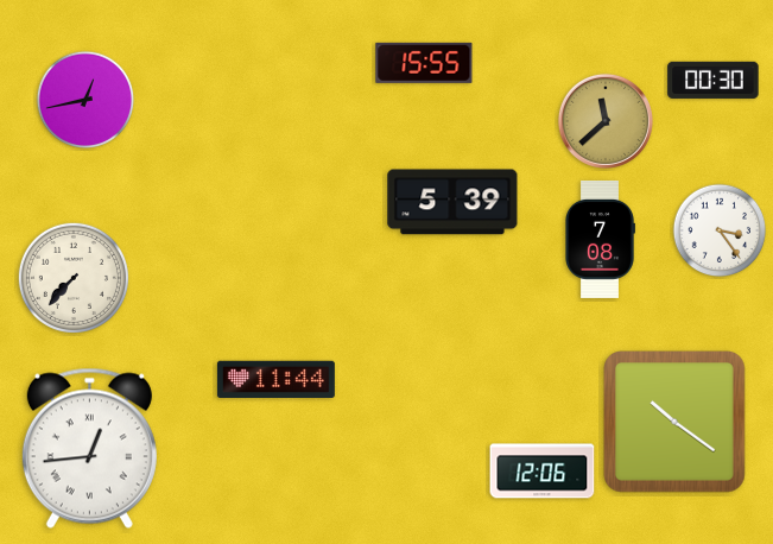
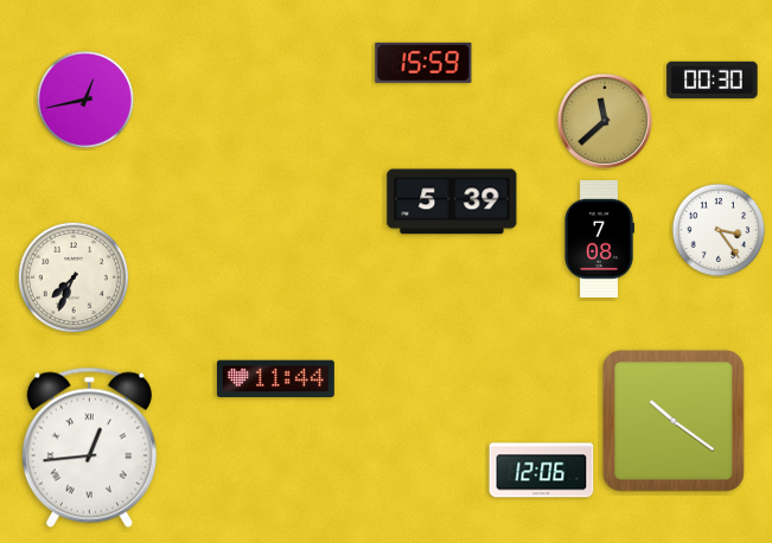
clock at (424, 63): 15:55 -> 15:59
clock at (74, 278): 7:37 -> 7:34
